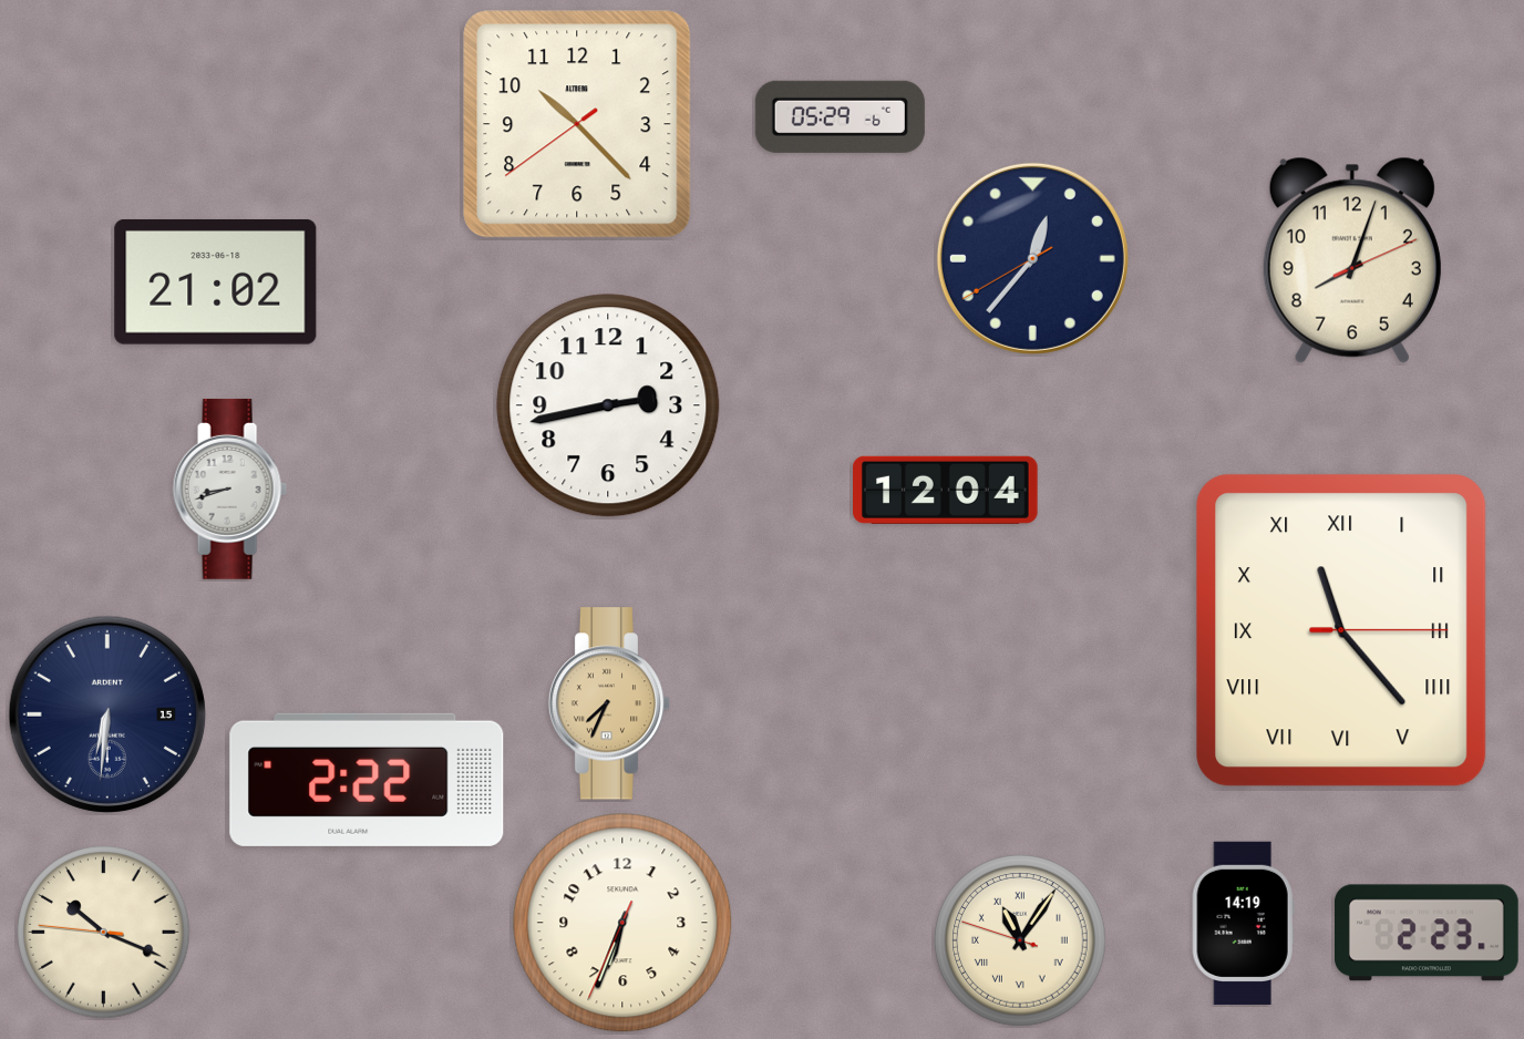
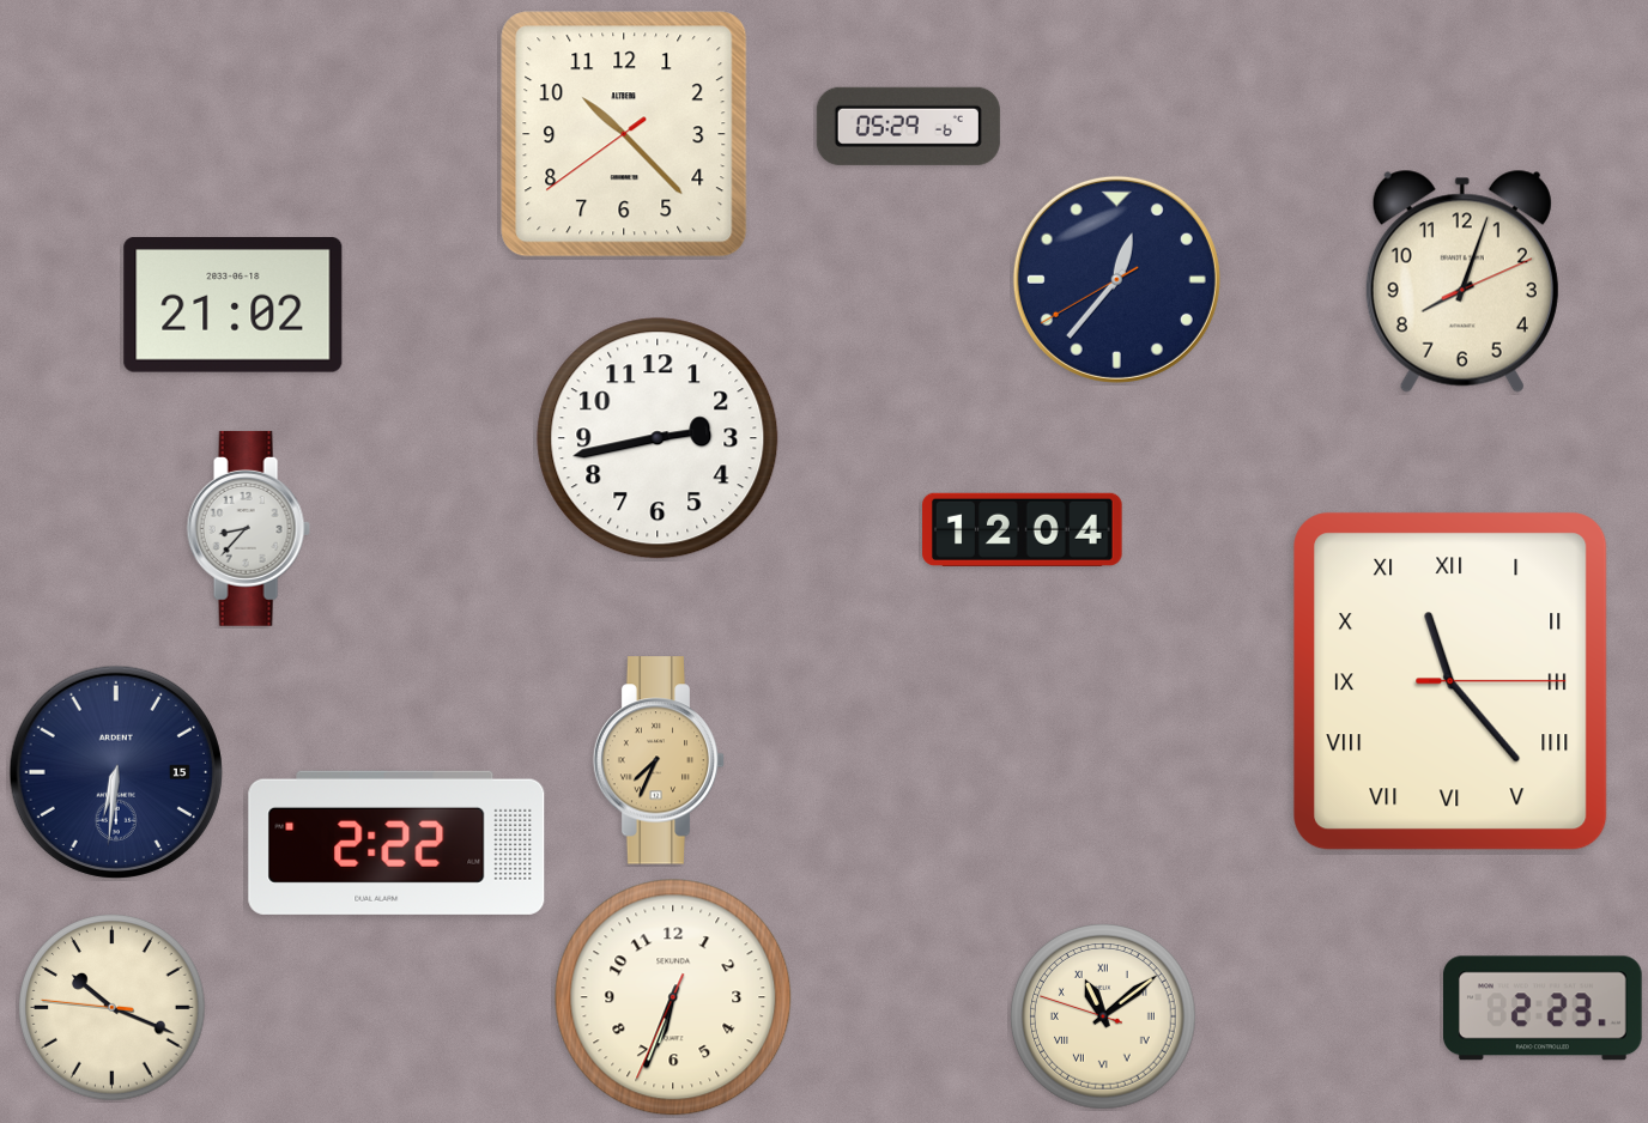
clock at (229, 488): 8:42 -> 8:37
clock at (1243, 923): 14:19 -> none
clock at (1020, 940): 11:05 -> 11:08
